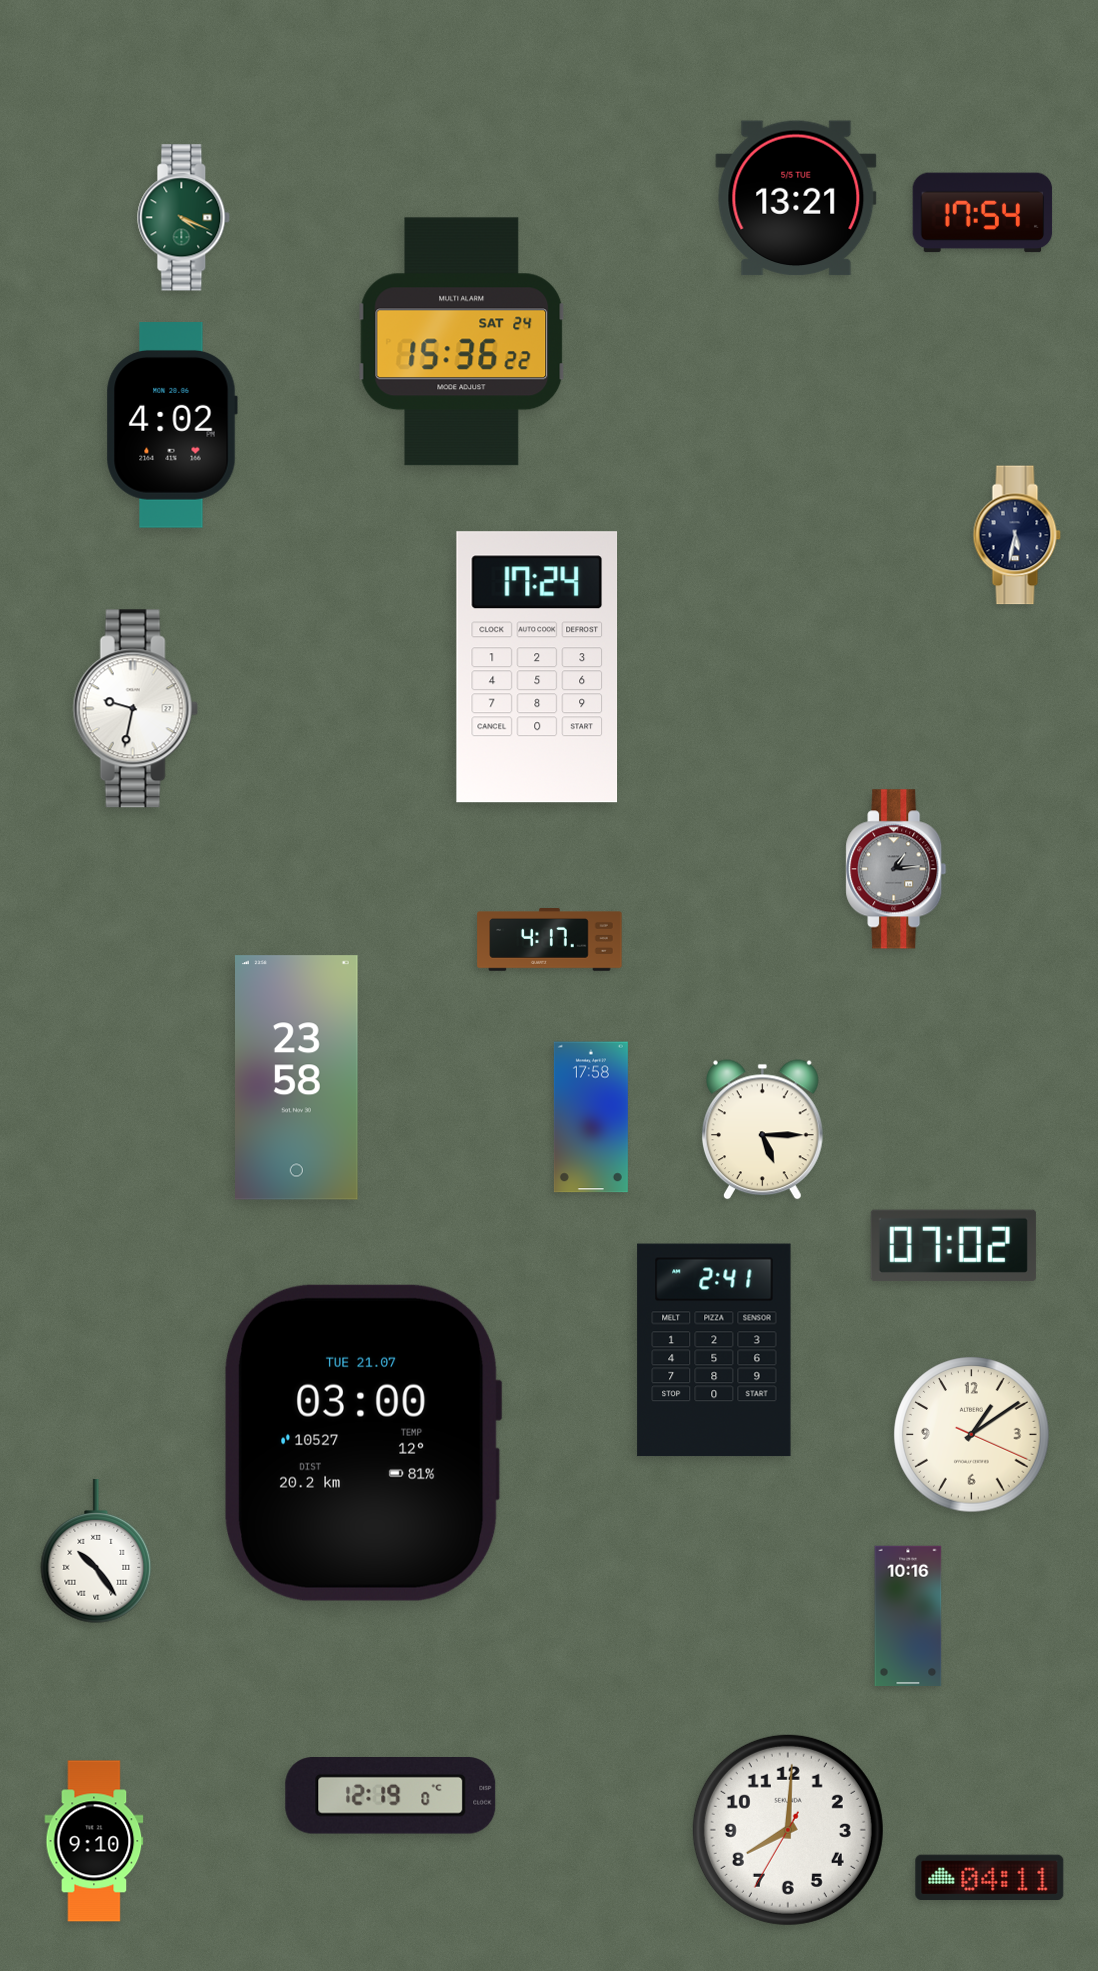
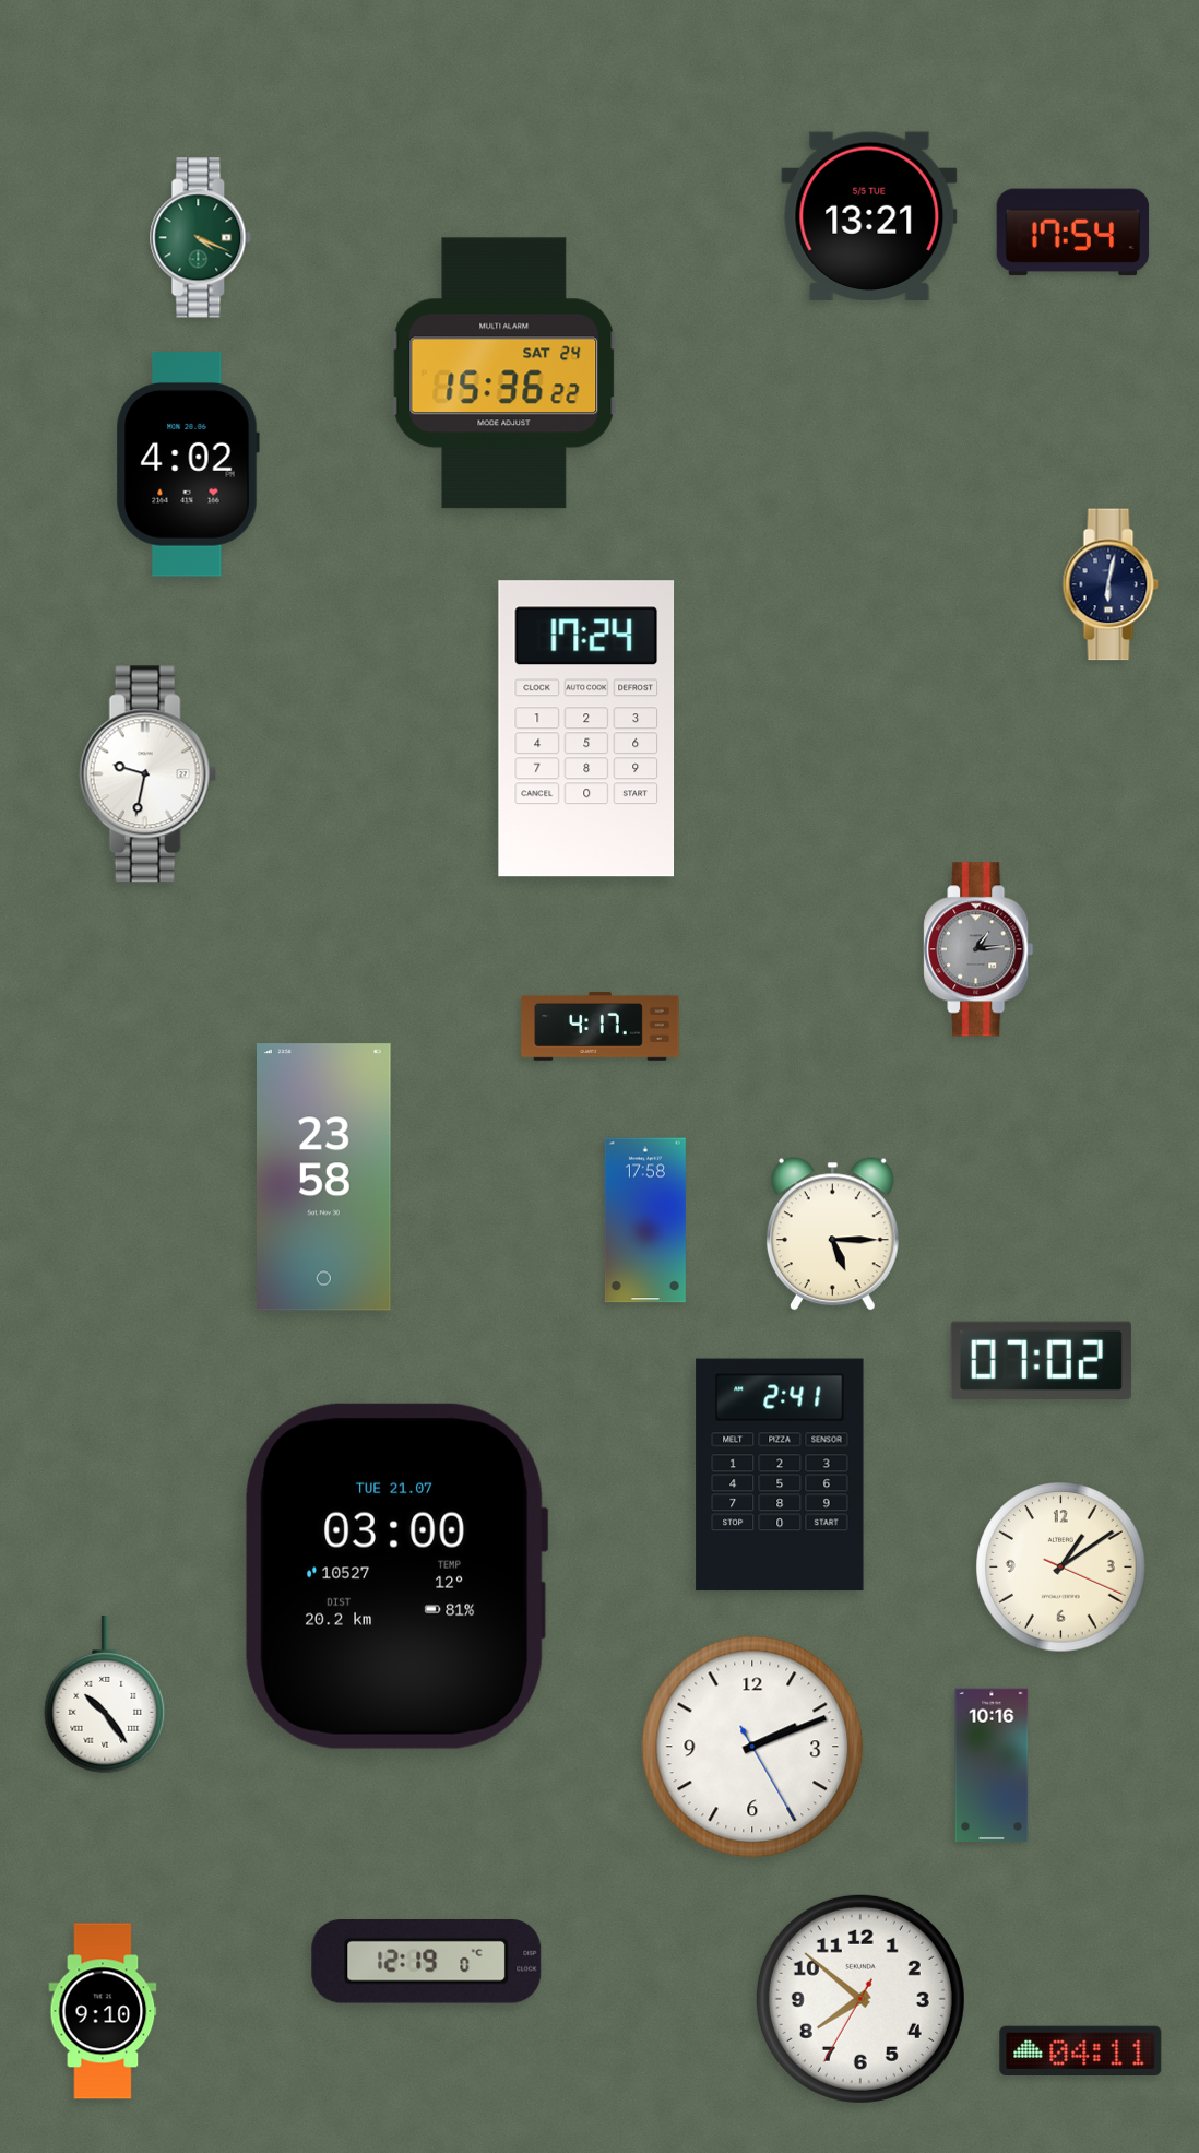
clock at (1017, 535): 5:32 -> 6:02
clock at (752, 1747): none -> 2:11
clock at (788, 1830): 8:00 -> 7:51
